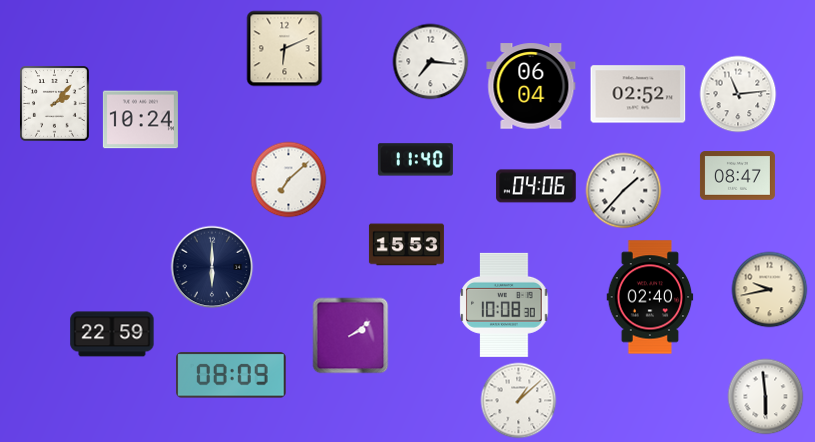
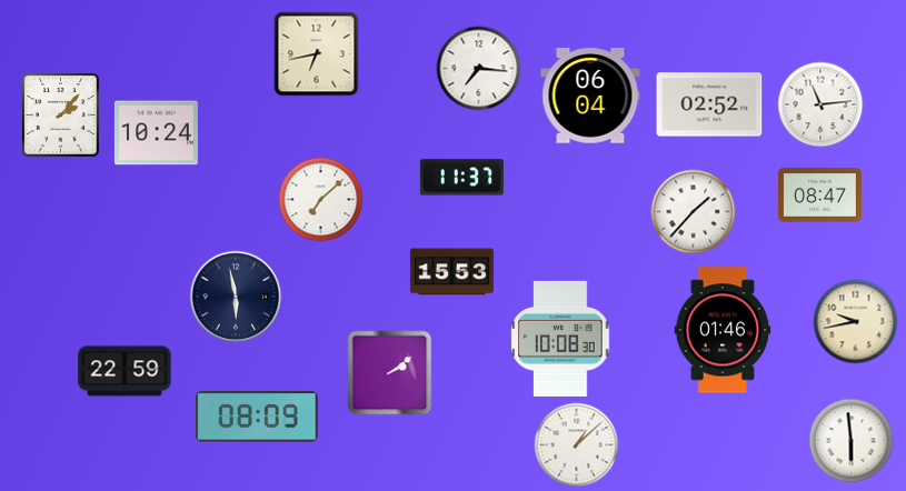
clock at (285, 49): 6:11 -> 6:43
clock at (415, 160): 11:40 -> 11:37
clock at (536, 186): 04:06 -> none
clock at (212, 267): 6:00 -> 5:58
clock at (650, 297): 02:40 -> 01:46
